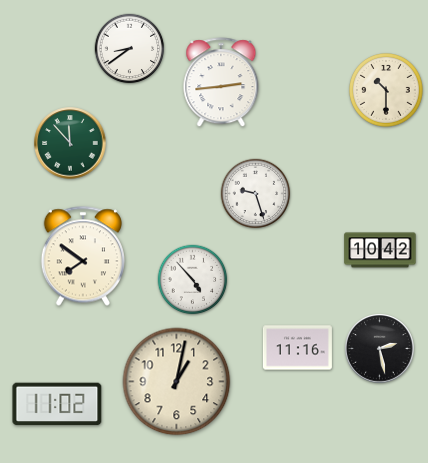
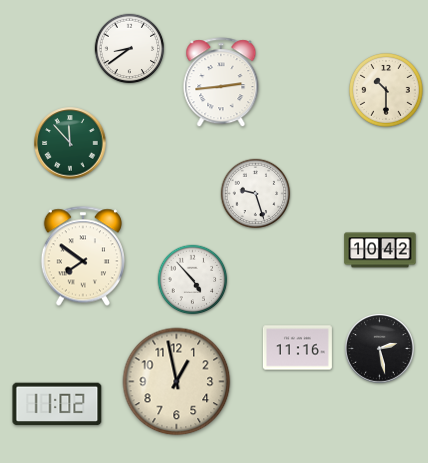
clock at (177, 382): 1:02 -> 12:58
